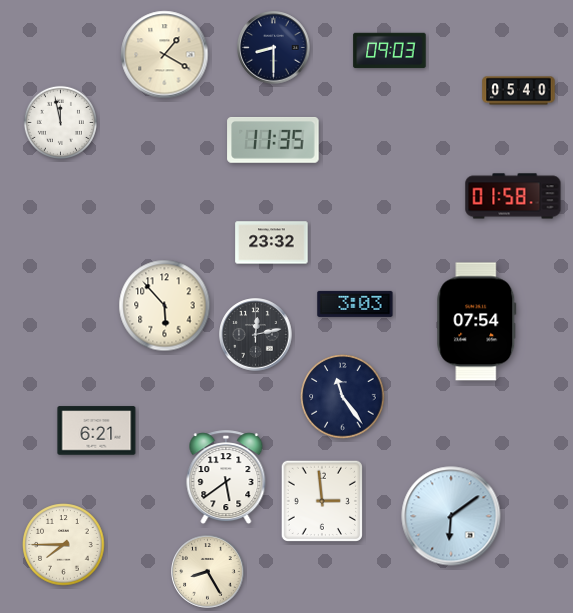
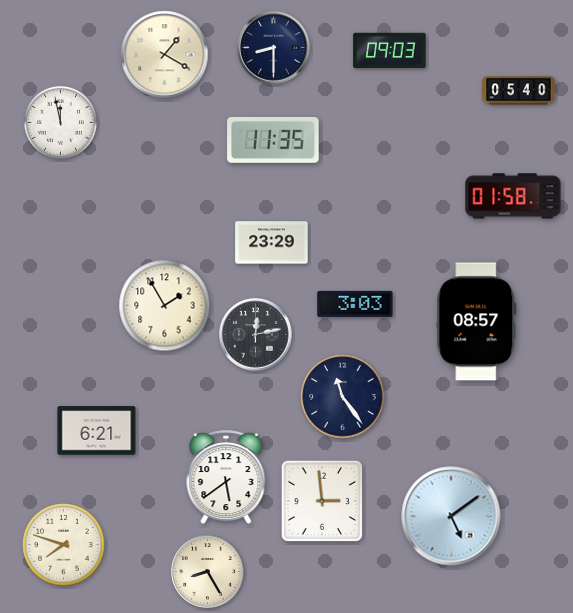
clock at (272, 243): 23:32 -> 23:29
clock at (165, 306): 5:53 -> 1:55
clock at (477, 322): 07:54 -> 08:57
clock at (451, 516): 6:09 -> 5:09
clock at (64, 545): 7:45 -> 7:48
